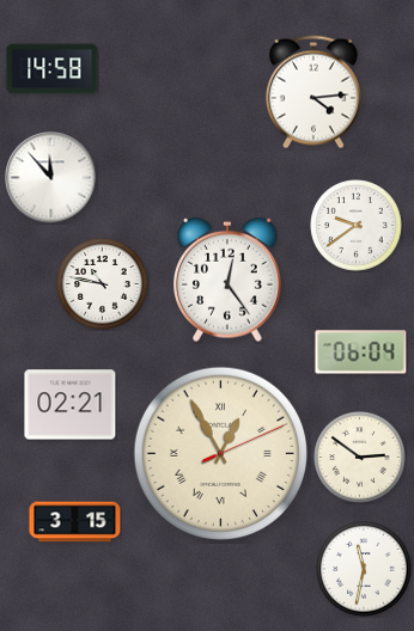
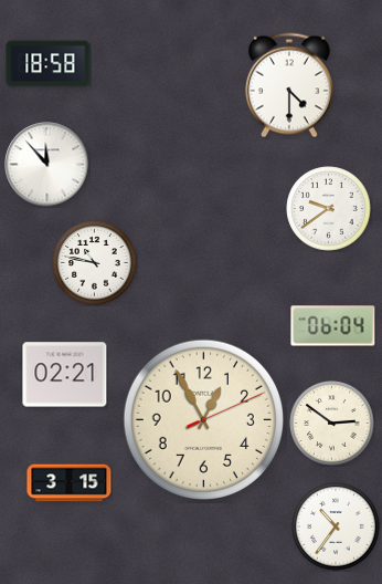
clock at (53, 69): 14:58 -> 18:58
clock at (313, 92): 4:14 -> 4:30
clock at (227, 280): 12:24 -> none
clock at (220, 453) numerals: Roman -> Arabic
clock at (364, 569): 11:32 -> 10:36
